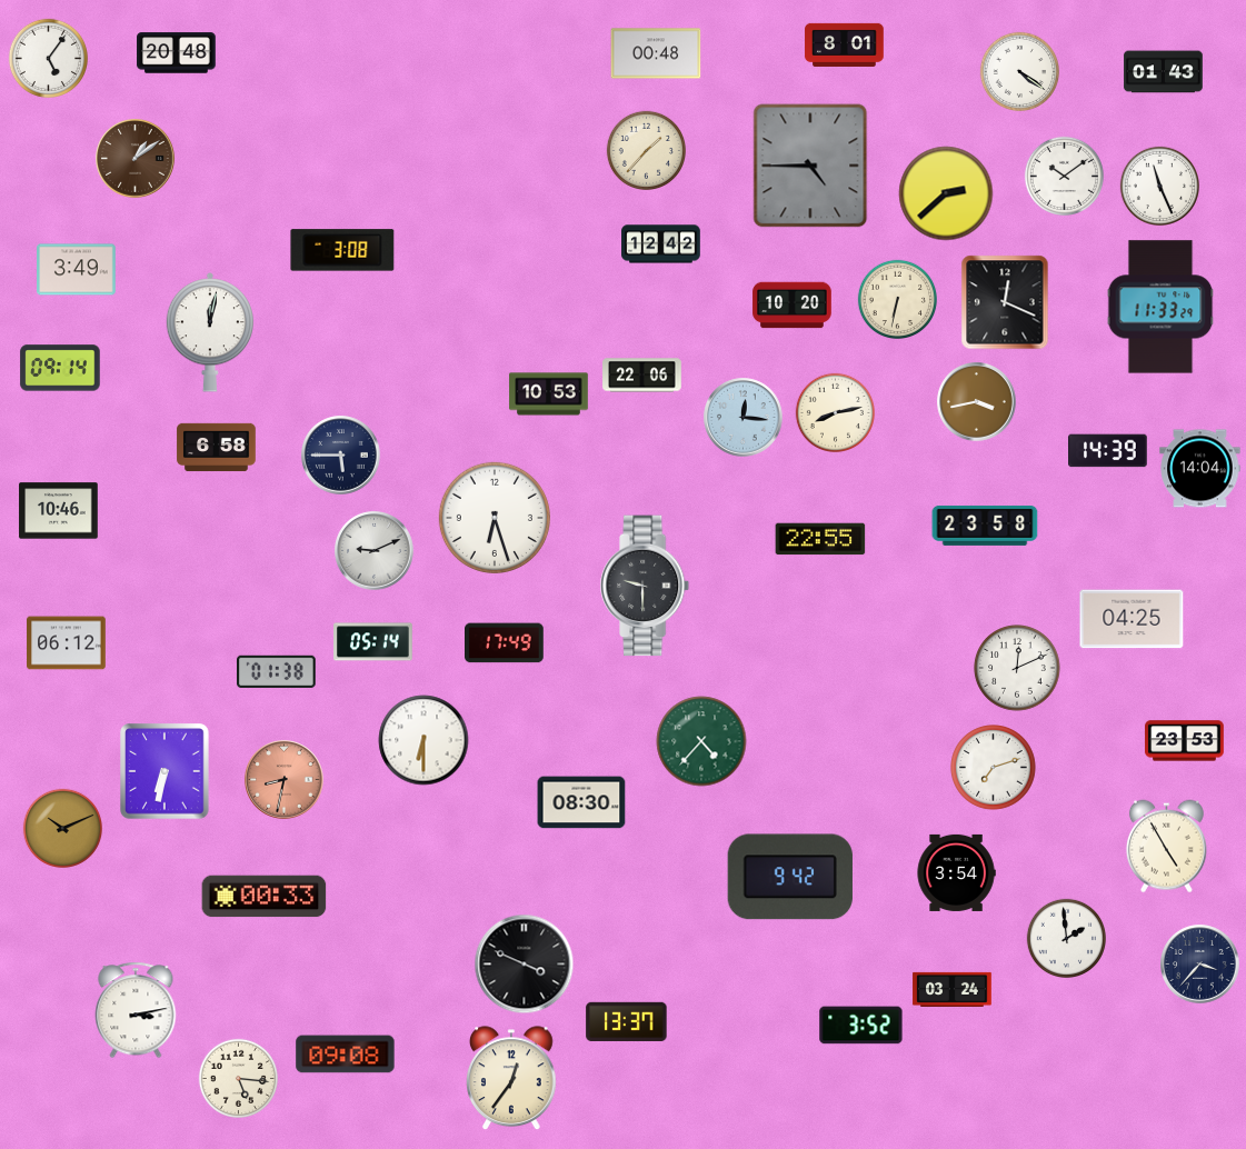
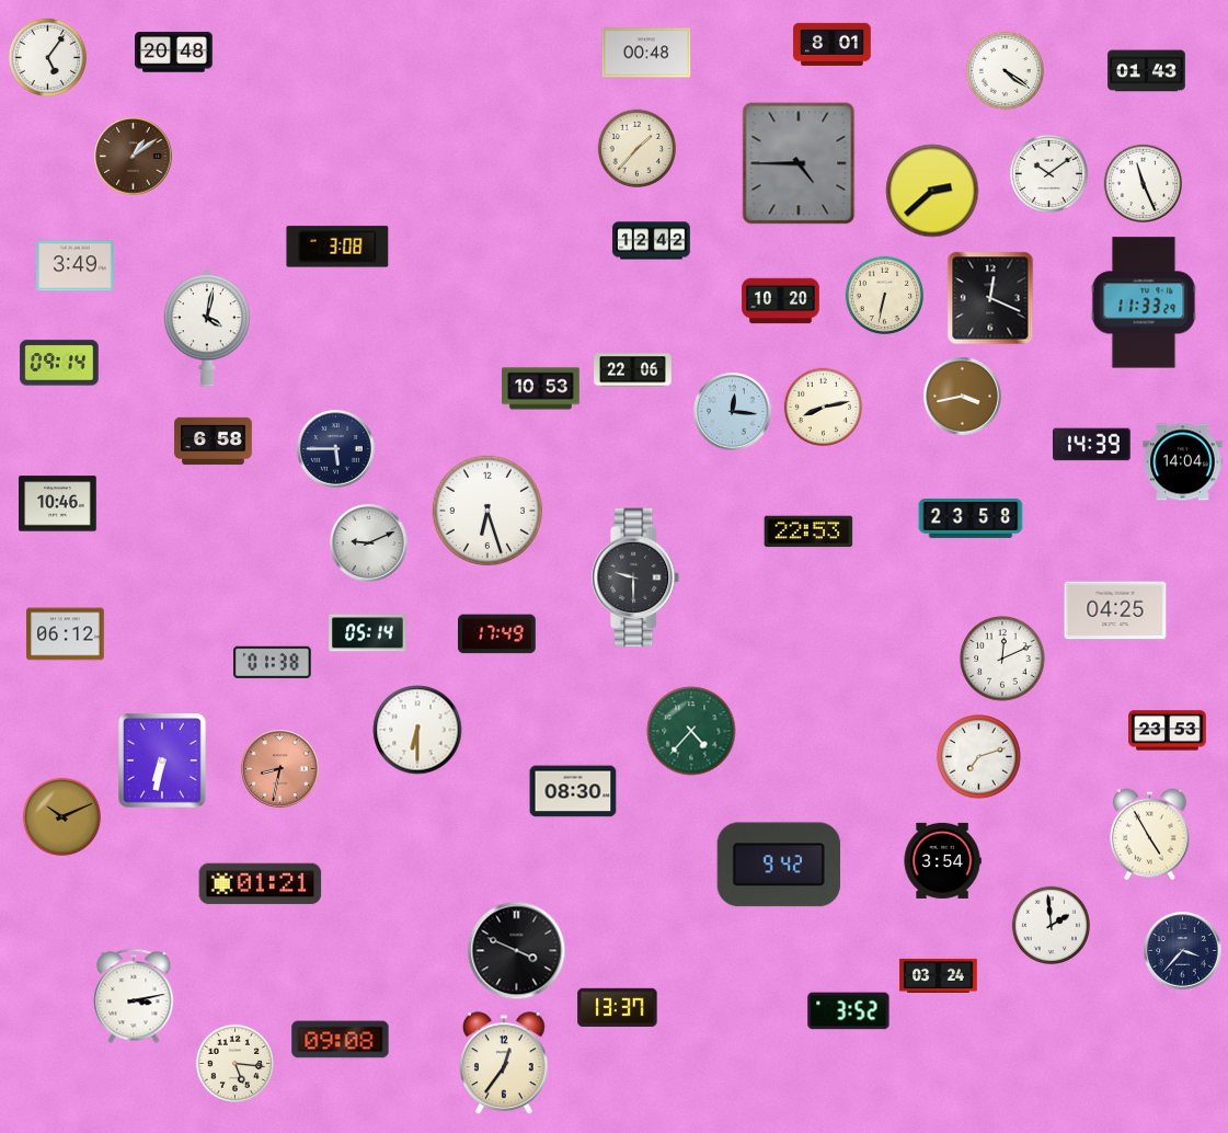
clock at (209, 332): 12:02 -> 4:02
clock at (820, 539): 22:55 -> 22:53
clock at (265, 897): 00:33 -> 01:21
